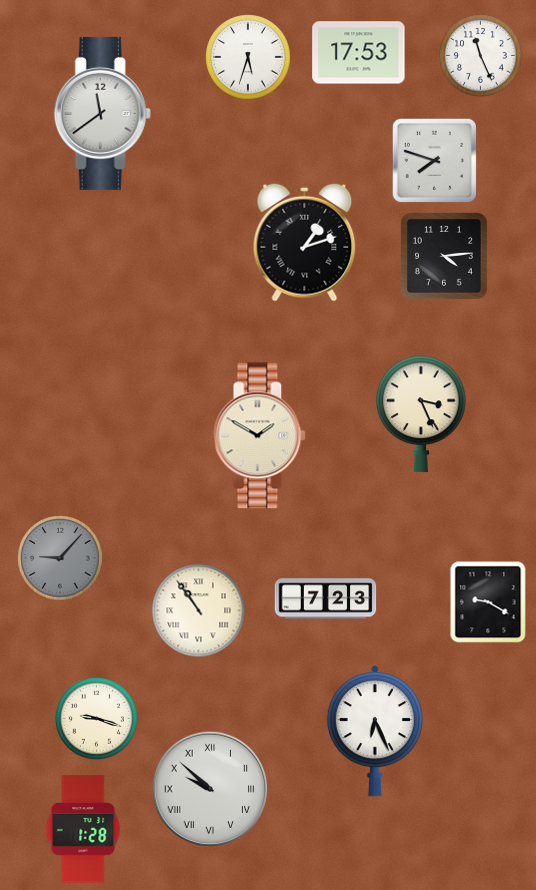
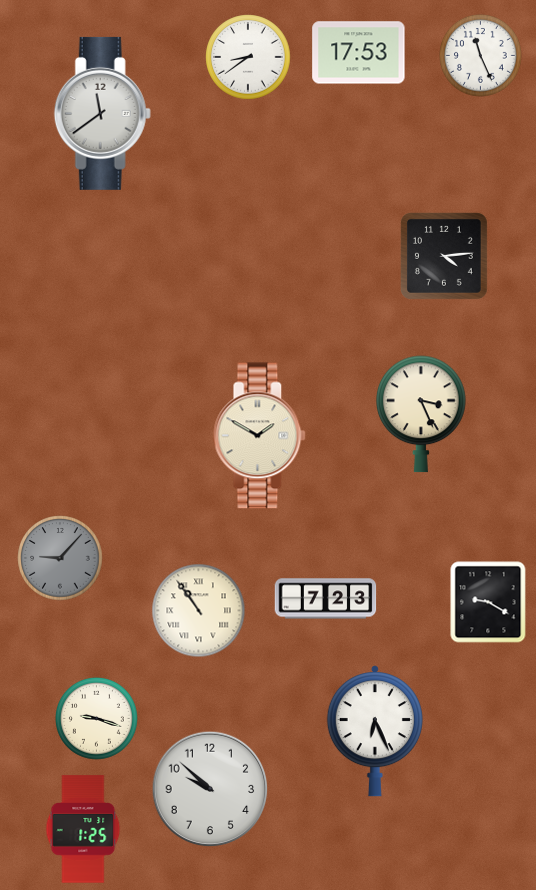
clock at (248, 57): 5:33 -> 8:39
clock at (434, 160): 7:48 -> none
clock at (305, 242): 1:12 -> none
clock at (210, 789) numerals: Roman -> Arabic
clock at (83, 829): 1:28 -> 1:25
